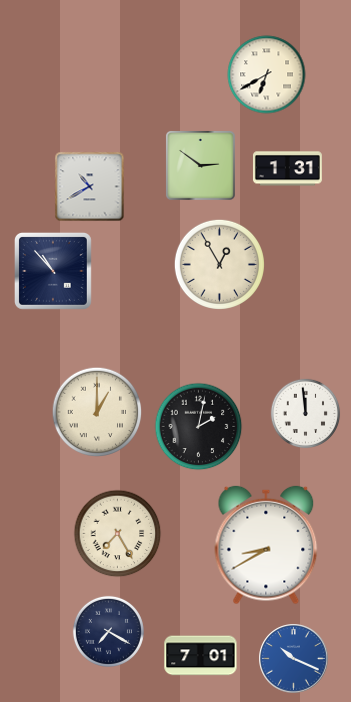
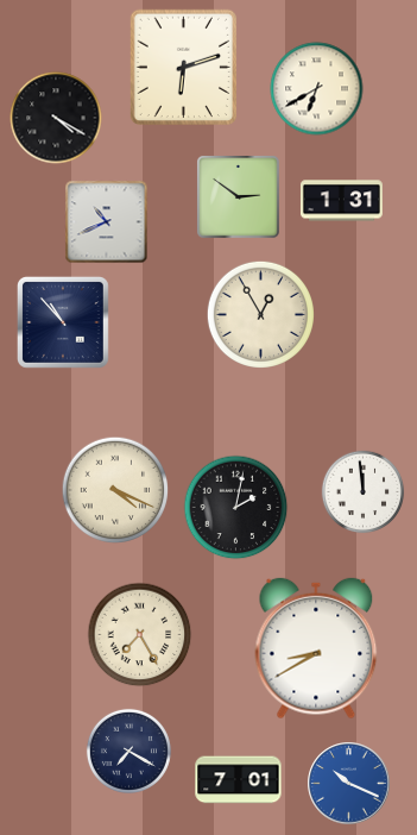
clock at (183, 67): none -> 6:12
clock at (56, 118): none -> 4:20
clock at (90, 187): 10:40 -> 10:41
clock at (97, 412): 1:00 -> 4:19
